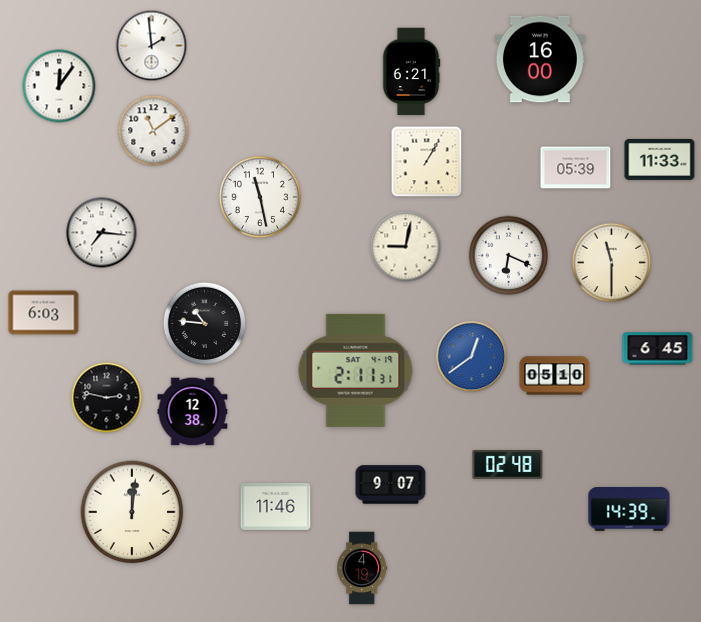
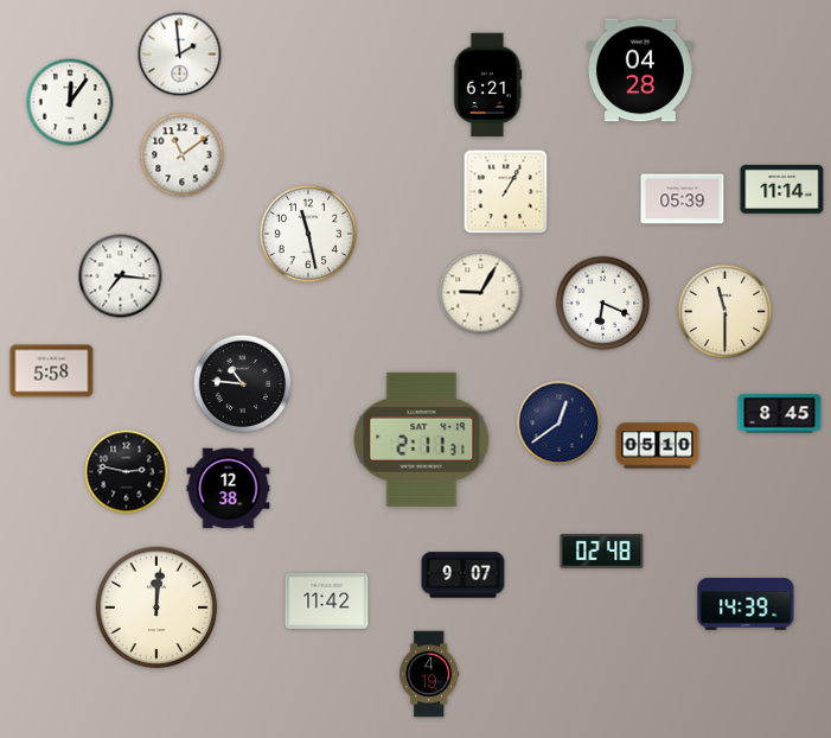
clock at (540, 59): 16:00 -> 04:28
clock at (660, 159): 11:33 -> 11:14
clock at (406, 247): 9:02 -> 9:05
clock at (44, 313): 6:03 -> 5:58
clock at (658, 349): 6:45 -> 8:45
clock at (472, 357) dial: blue -> navy
clock at (276, 506): 11:46 -> 11:42
